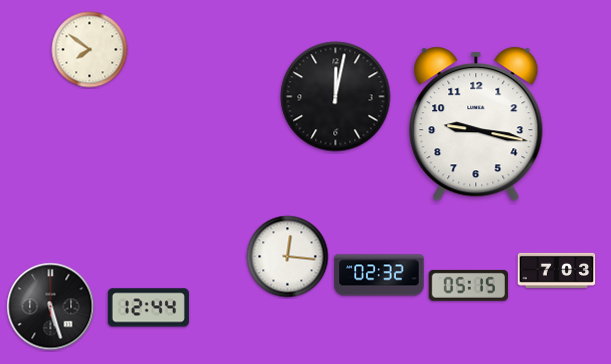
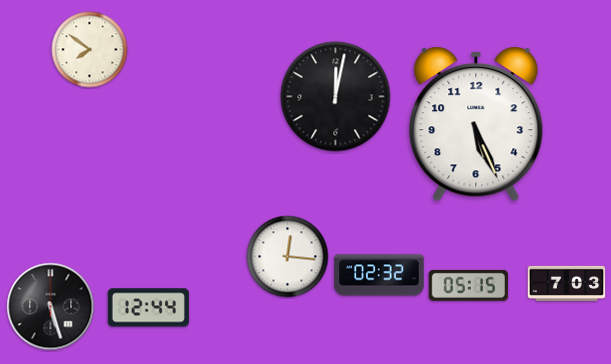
clock at (476, 124): 9:17 -> 5:26
clock at (557, 270) position: (557, 270) -> (567, 283)
